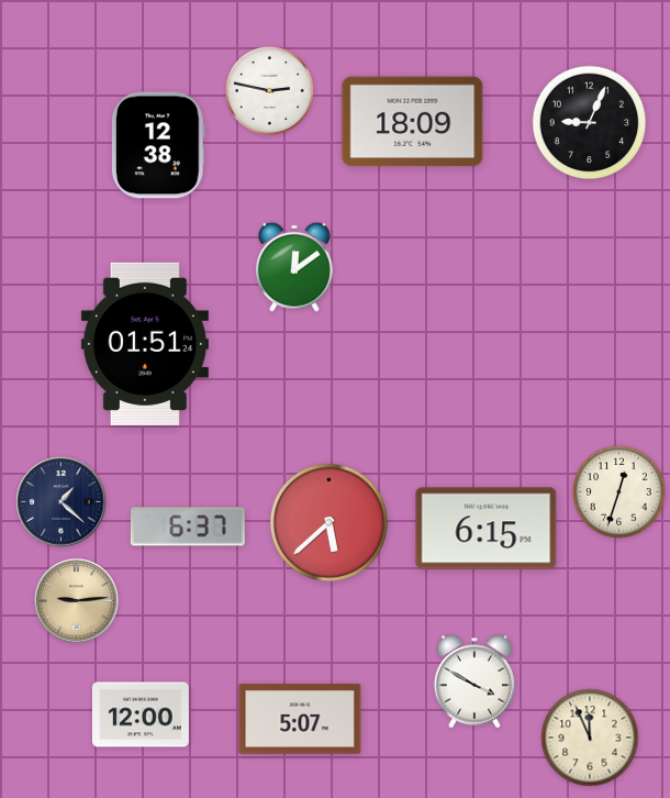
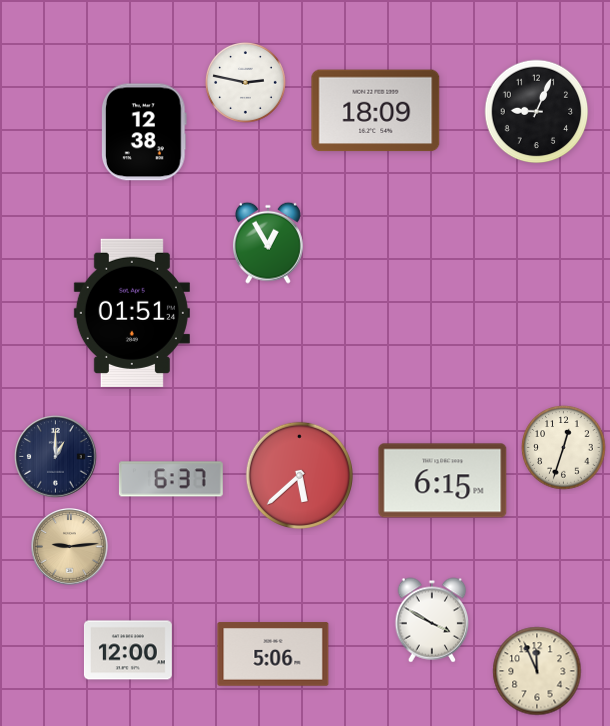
clock at (294, 267): 12:09 -> 12:55
clock at (62, 502): 1:22 -> 1:00
clock at (300, 719): 5:07 -> 5:06
